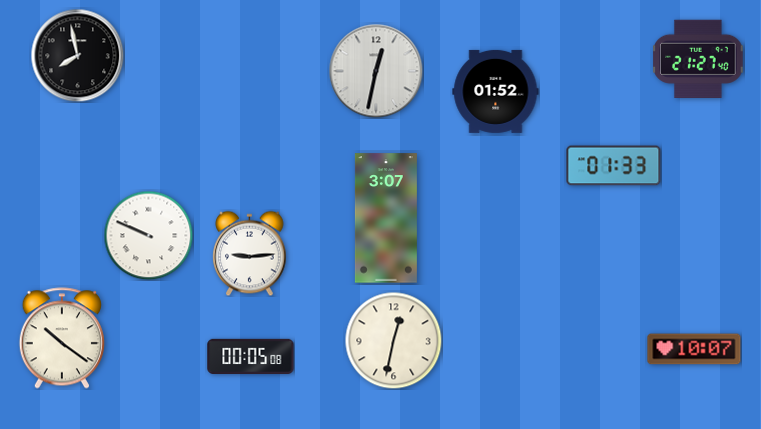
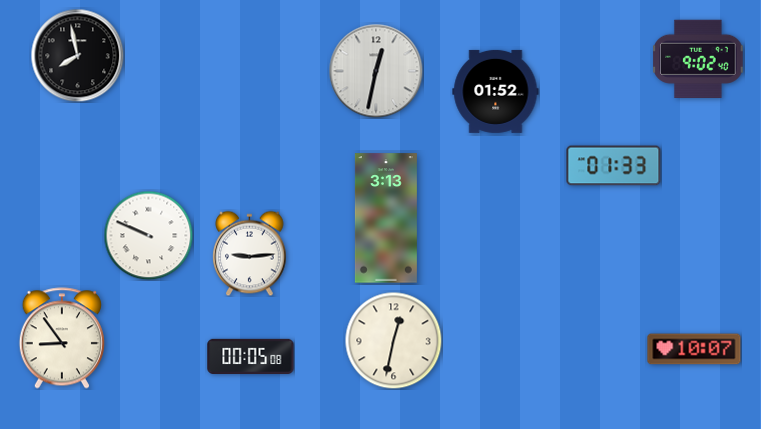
clock at (698, 58): 21:27 -> 9:02
clock at (386, 218): 3:07 -> 3:13
clock at (62, 338): 10:21 -> 8:54
